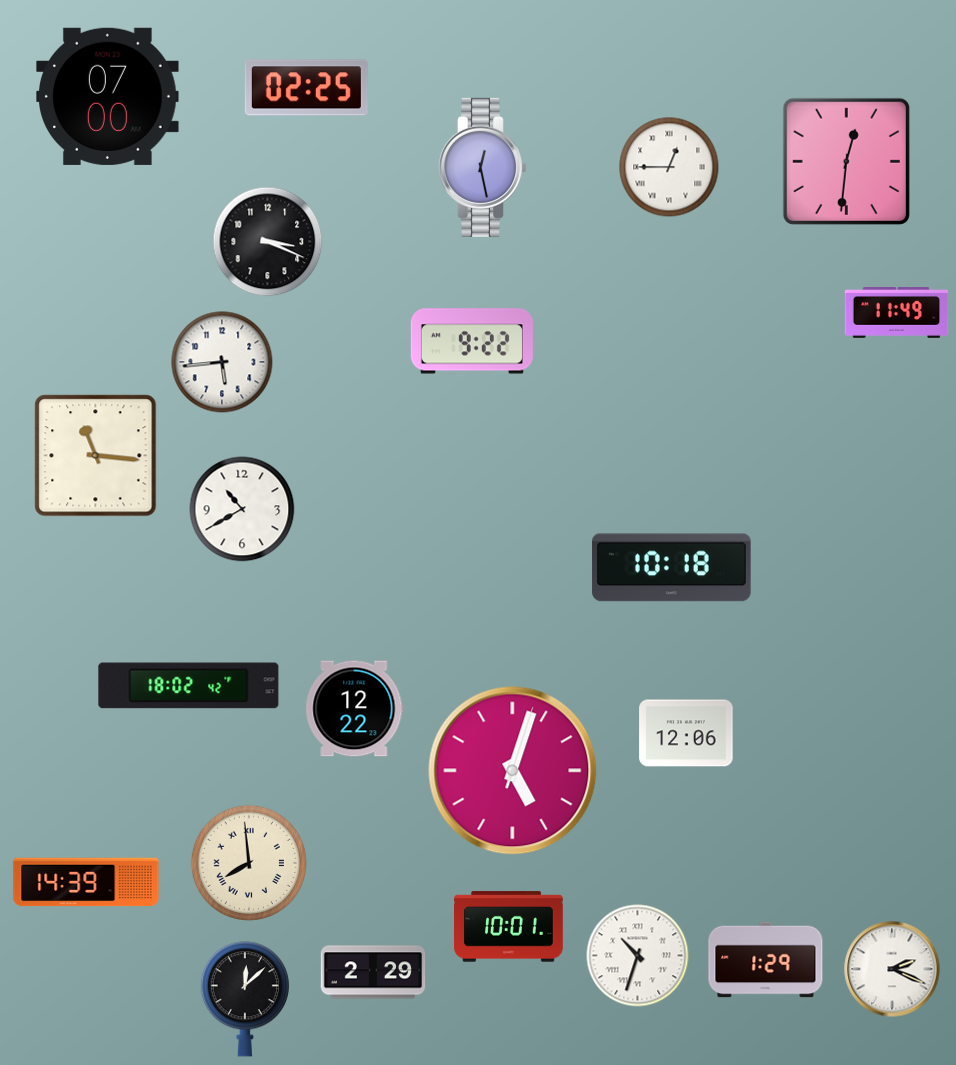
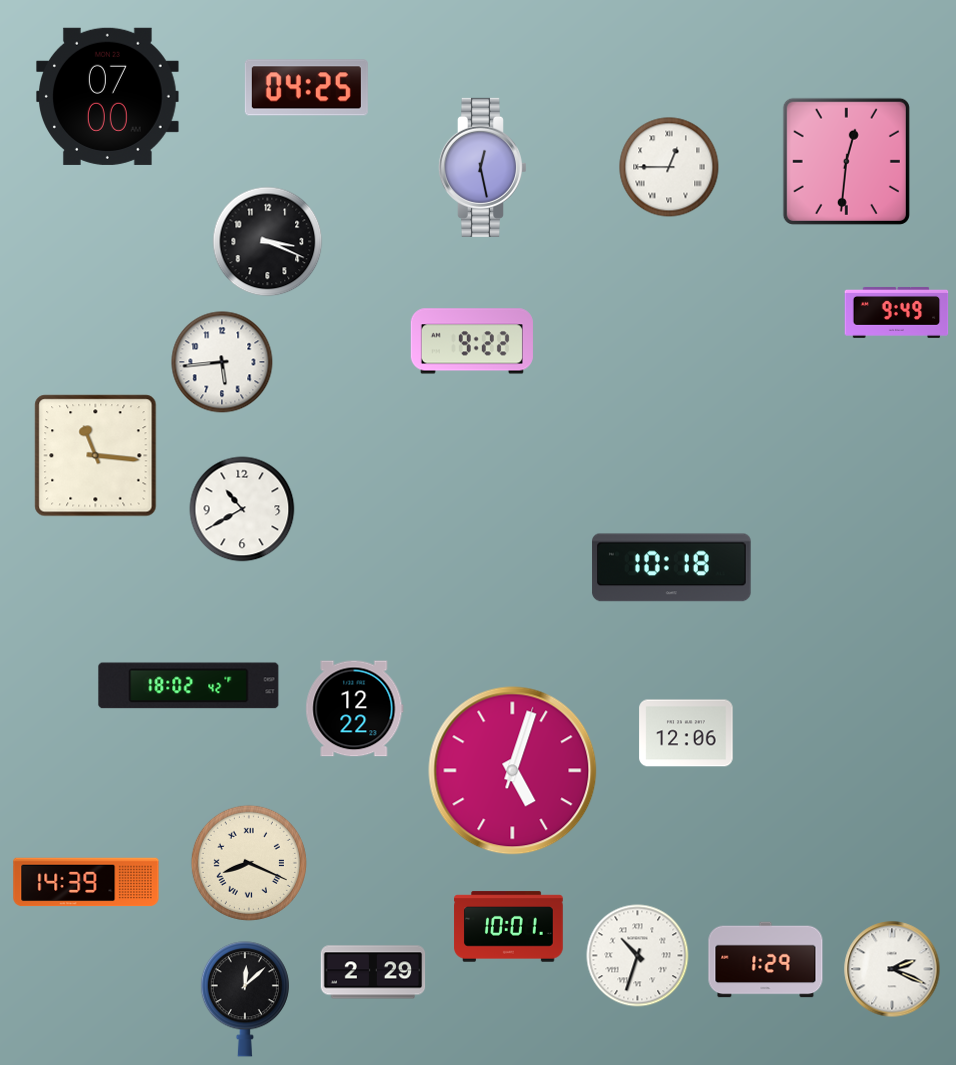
clock at (306, 88): 02:25 -> 04:25
clock at (897, 312): 11:49 -> 9:49
clock at (249, 863): 7:59 -> 8:19
